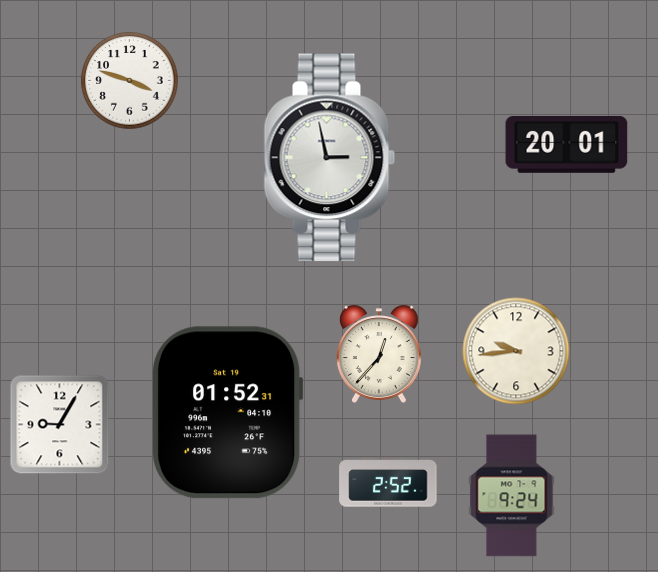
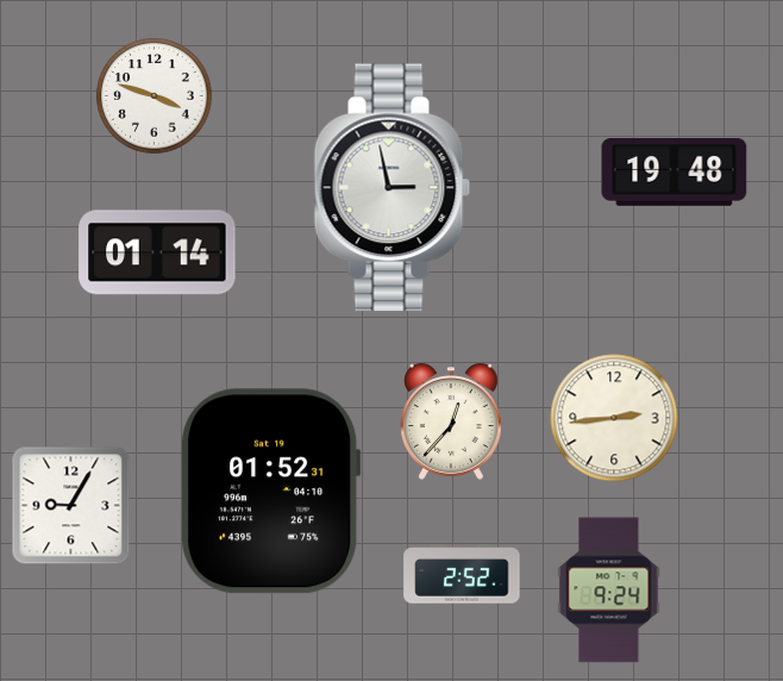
clock at (567, 145): 20:01 -> 19:48
clock at (157, 252): none -> 01:14
clock at (516, 351): 9:44 -> 2:44
